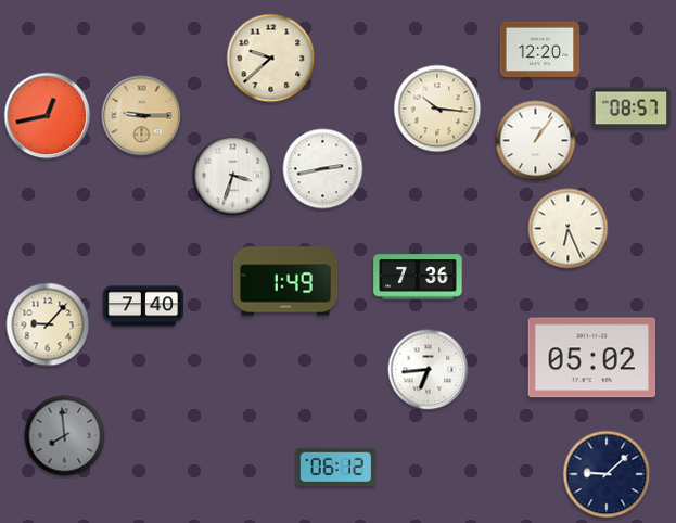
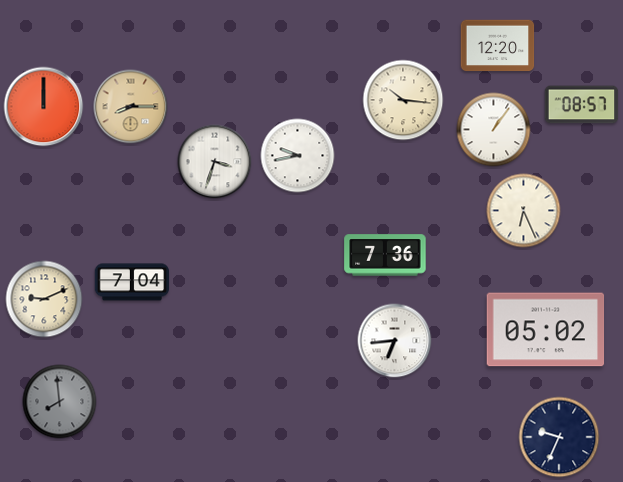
clock at (271, 59): 9:38 -> none
clock at (632, 109) position: (632, 109) -> (582, 105)
clock at (48, 116): 12:43 -> 12:00
clock at (142, 116): 9:15 -> 8:15
clock at (323, 169): 2:43 -> 9:43
clock at (285, 281): 1:49 -> none
clock at (143, 306): 7:40 -> 7:04
clock at (48, 324): 9:07 -> 9:11
clock at (336, 467): 06:12 -> none
clock at (607, 474): 9:08 -> 9:34
